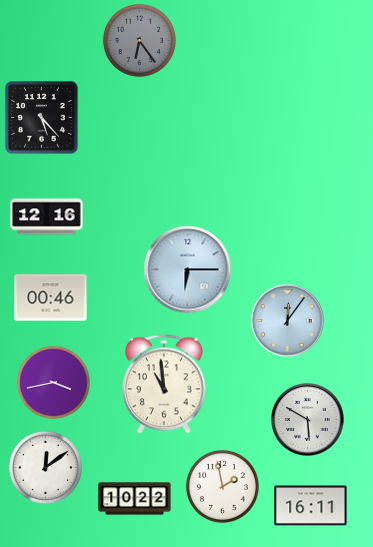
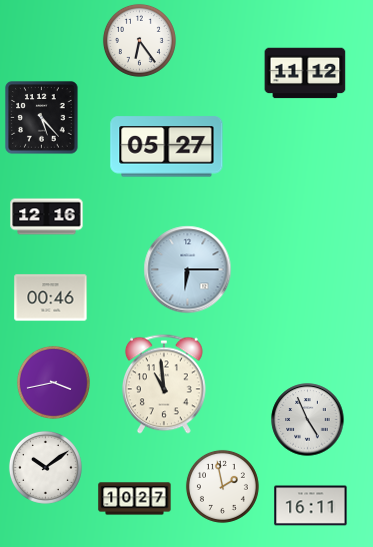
clock at (139, 40) dial: grey -> white
clock at (305, 73): none -> 11:12
clock at (167, 147): none -> 05:27
clock at (288, 321): 12:06 -> none
clock at (308, 420): 5:50 -> 4:56
clock at (45, 467): 12:09 -> 10:09
clock at (135, 499): 10:22 -> 10:27
